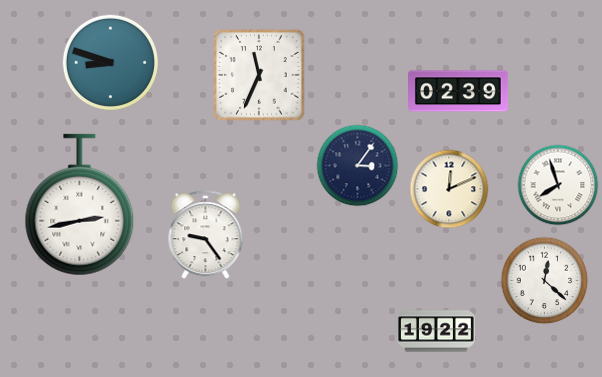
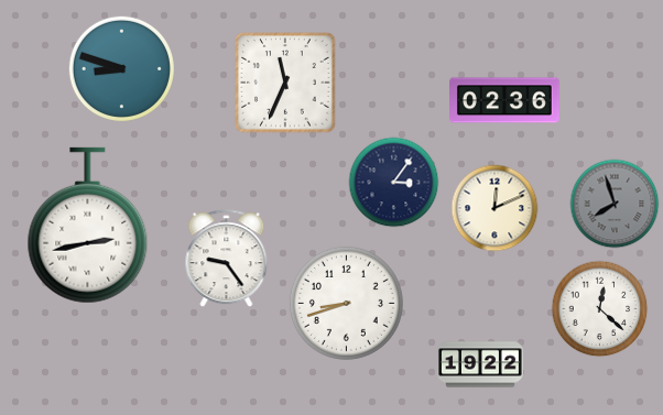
clock at (459, 91): 02:39 -> 02:36
clock at (558, 185) dial: white -> grey
clock at (346, 303): none -> 8:42
